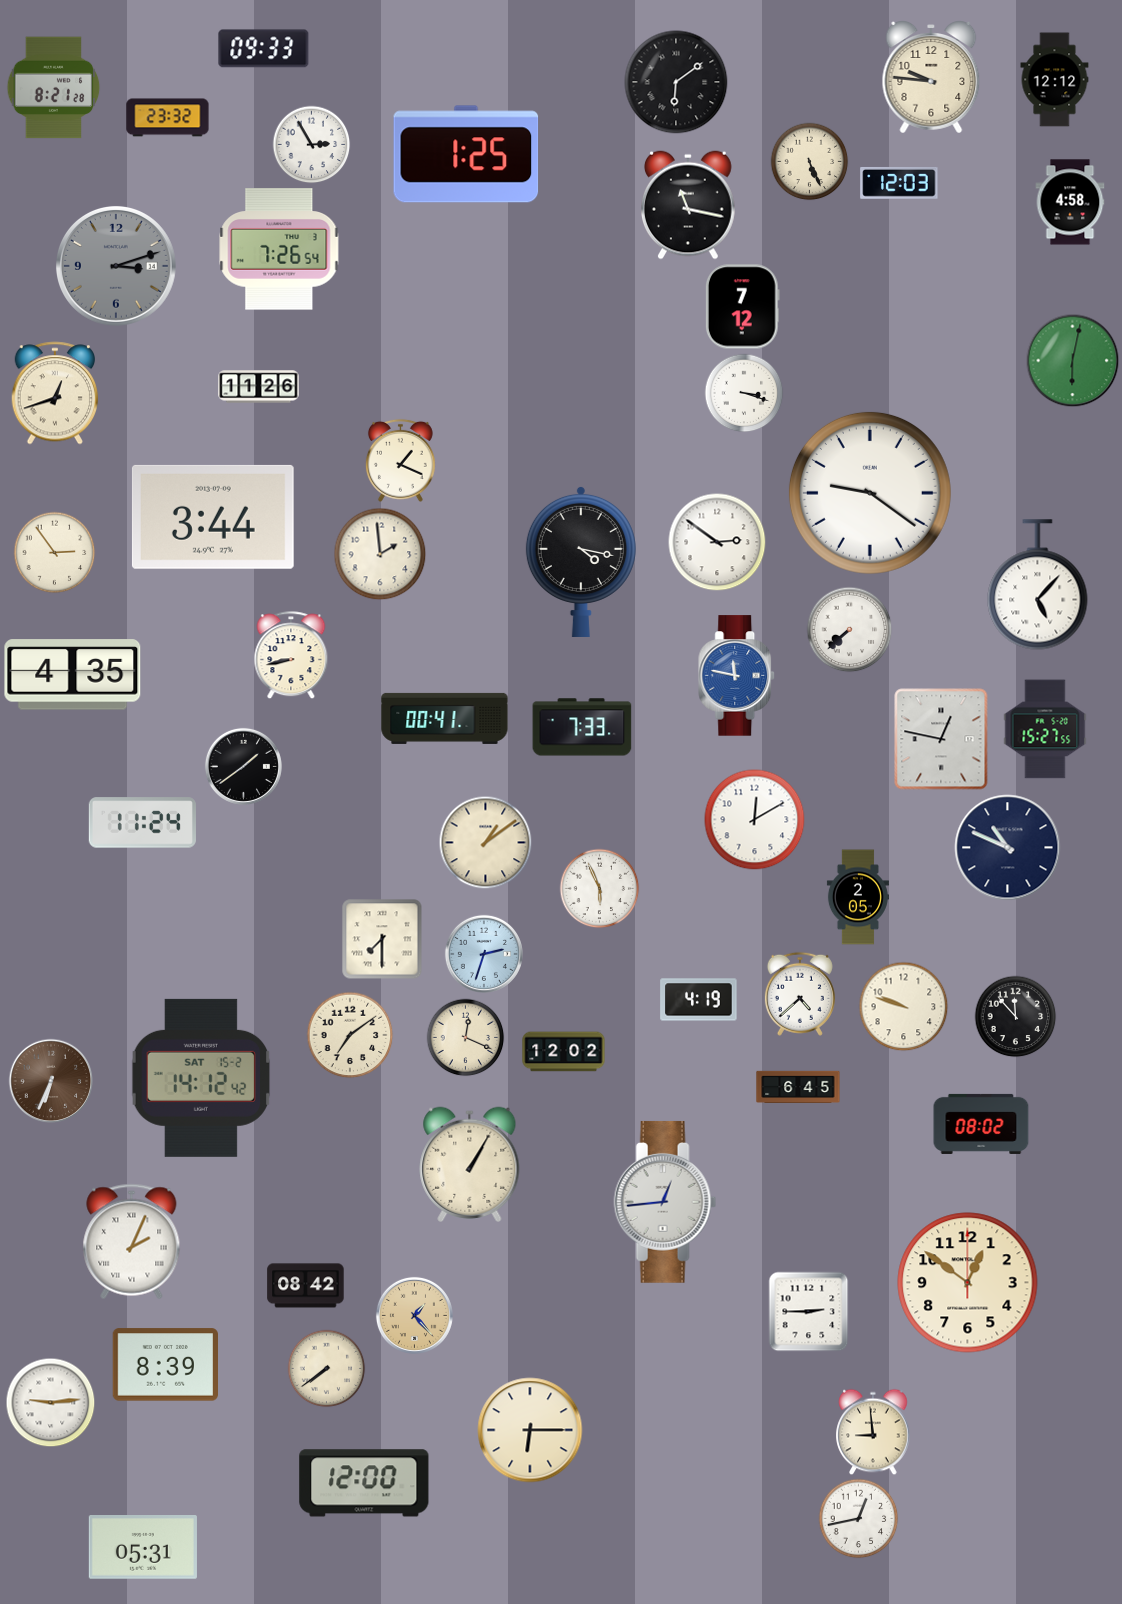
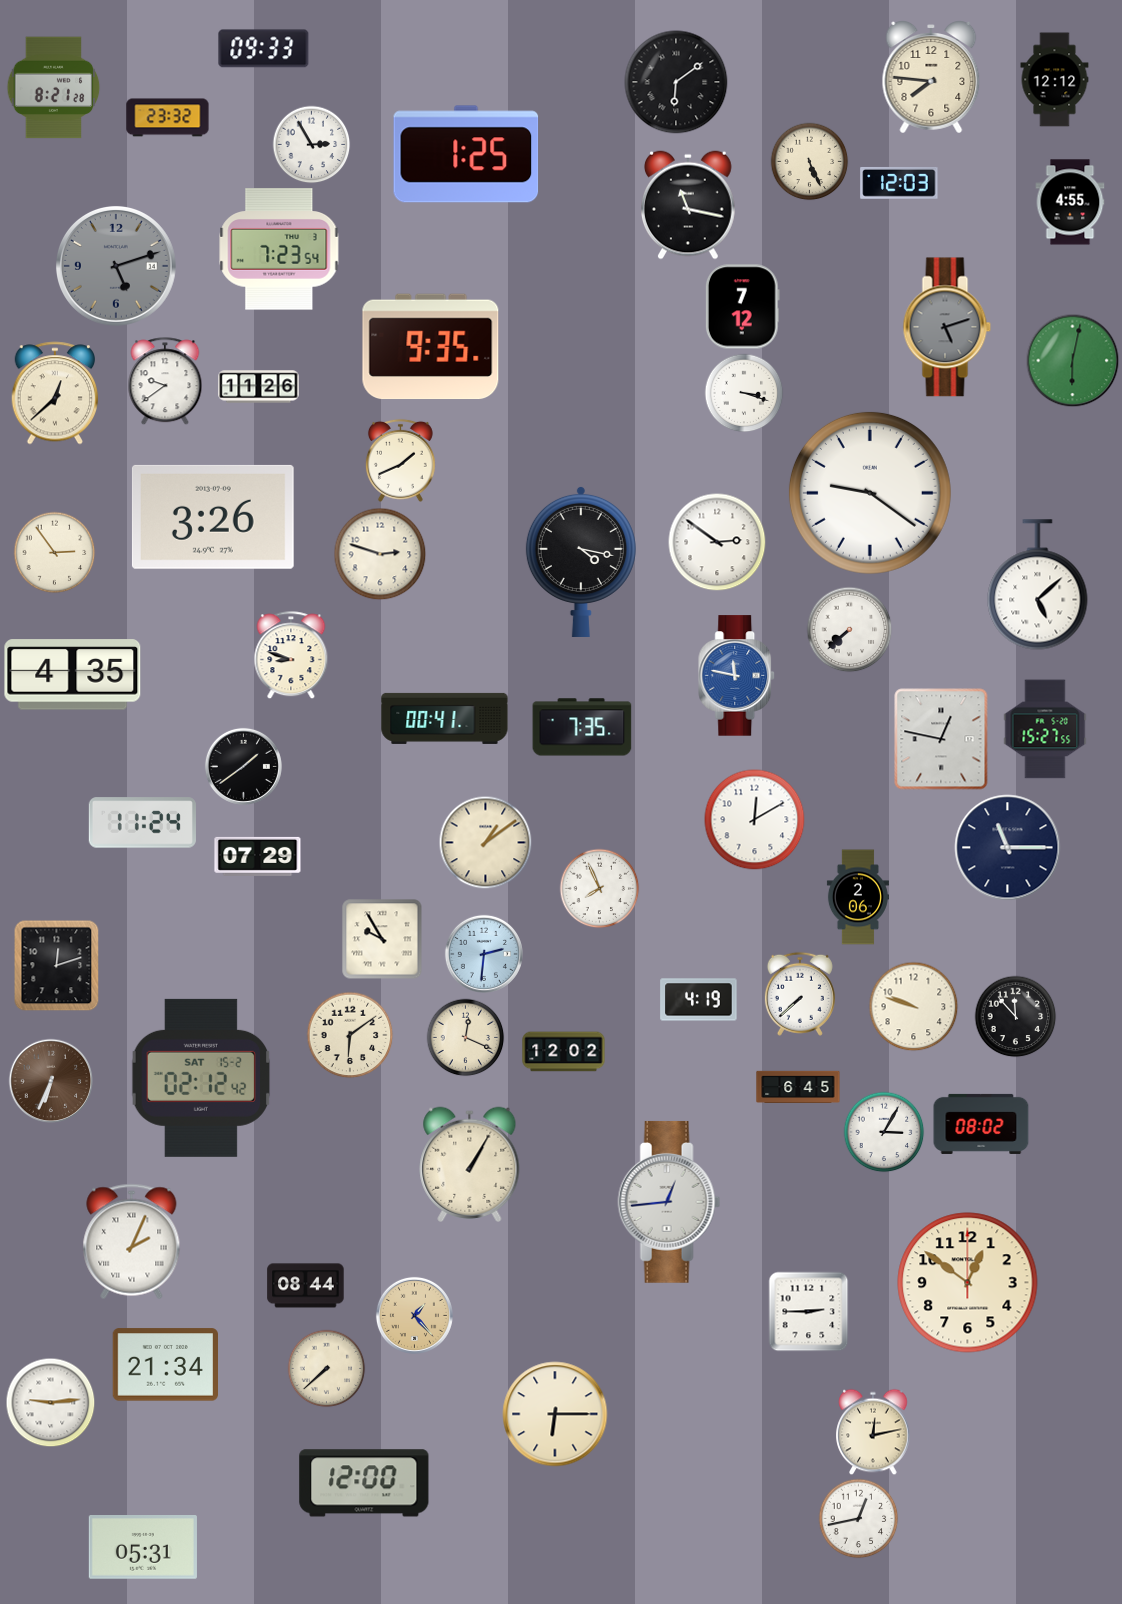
clock at (931, 77): 9:46 -> 7:46
clock at (1070, 202): 4:58 -> 4:55
clock at (279, 249): 7:26 -> 7:23
clock at (116, 266): 3:12 -> 5:12
clock at (947, 327): none -> 5:12
clock at (431, 347): none -> 9:35
clock at (165, 381): none -> 9:39
clock at (55, 393): 12:42 -> 12:38
clock at (400, 460): 1:19 -> 1:41
clock at (213, 517): 3:44 -> 3:26
clock at (380, 554): 1:59 -> 2:48
clock at (1038, 585): 5:07 -> 5:08
clock at (291, 655): 8:43 -> 8:48
clock at (582, 727): 7:33 -> 7:35
clock at (1008, 848): 10:49 -> 11:15
clock at (258, 856): none -> 07:29
clock at (599, 888): 5:56 -> 7:56
clock at (858, 897): 2:05 -> 2:06
clock at (382, 939): 7:30 -> 9:55
clock at (484, 954): 2:33 -> 2:31
clock at (57, 965): none -> 12:12
clock at (800, 994): 4:38 -> 7:38
clock at (903, 1006) position: (903, 1006) -> (913, 1006)
clock at (350, 1035): 7:09 -> 6:09
clock at (201, 1078): 14:12 -> 02:12
clock at (884, 1132): none -> 3:05
clock at (665, 1202) position: (665, 1202) -> (669, 1202)
clock at (306, 1286): 08:42 -> 08:44
clock at (165, 1365): 8:39 -> 21:34
clock at (326, 1368): 7:39 -> 7:38
clock at (530, 1430) position: (530, 1430) -> (555, 1414)
clock at (873, 1432): 8:59 -> 12:13
